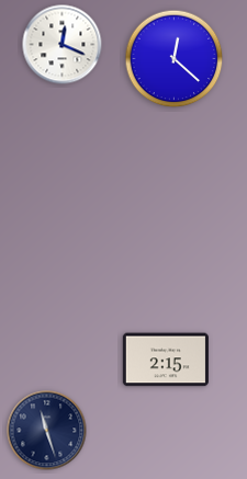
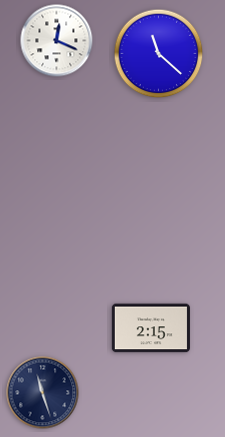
clock at (175, 59): 12:22 -> 11:22
